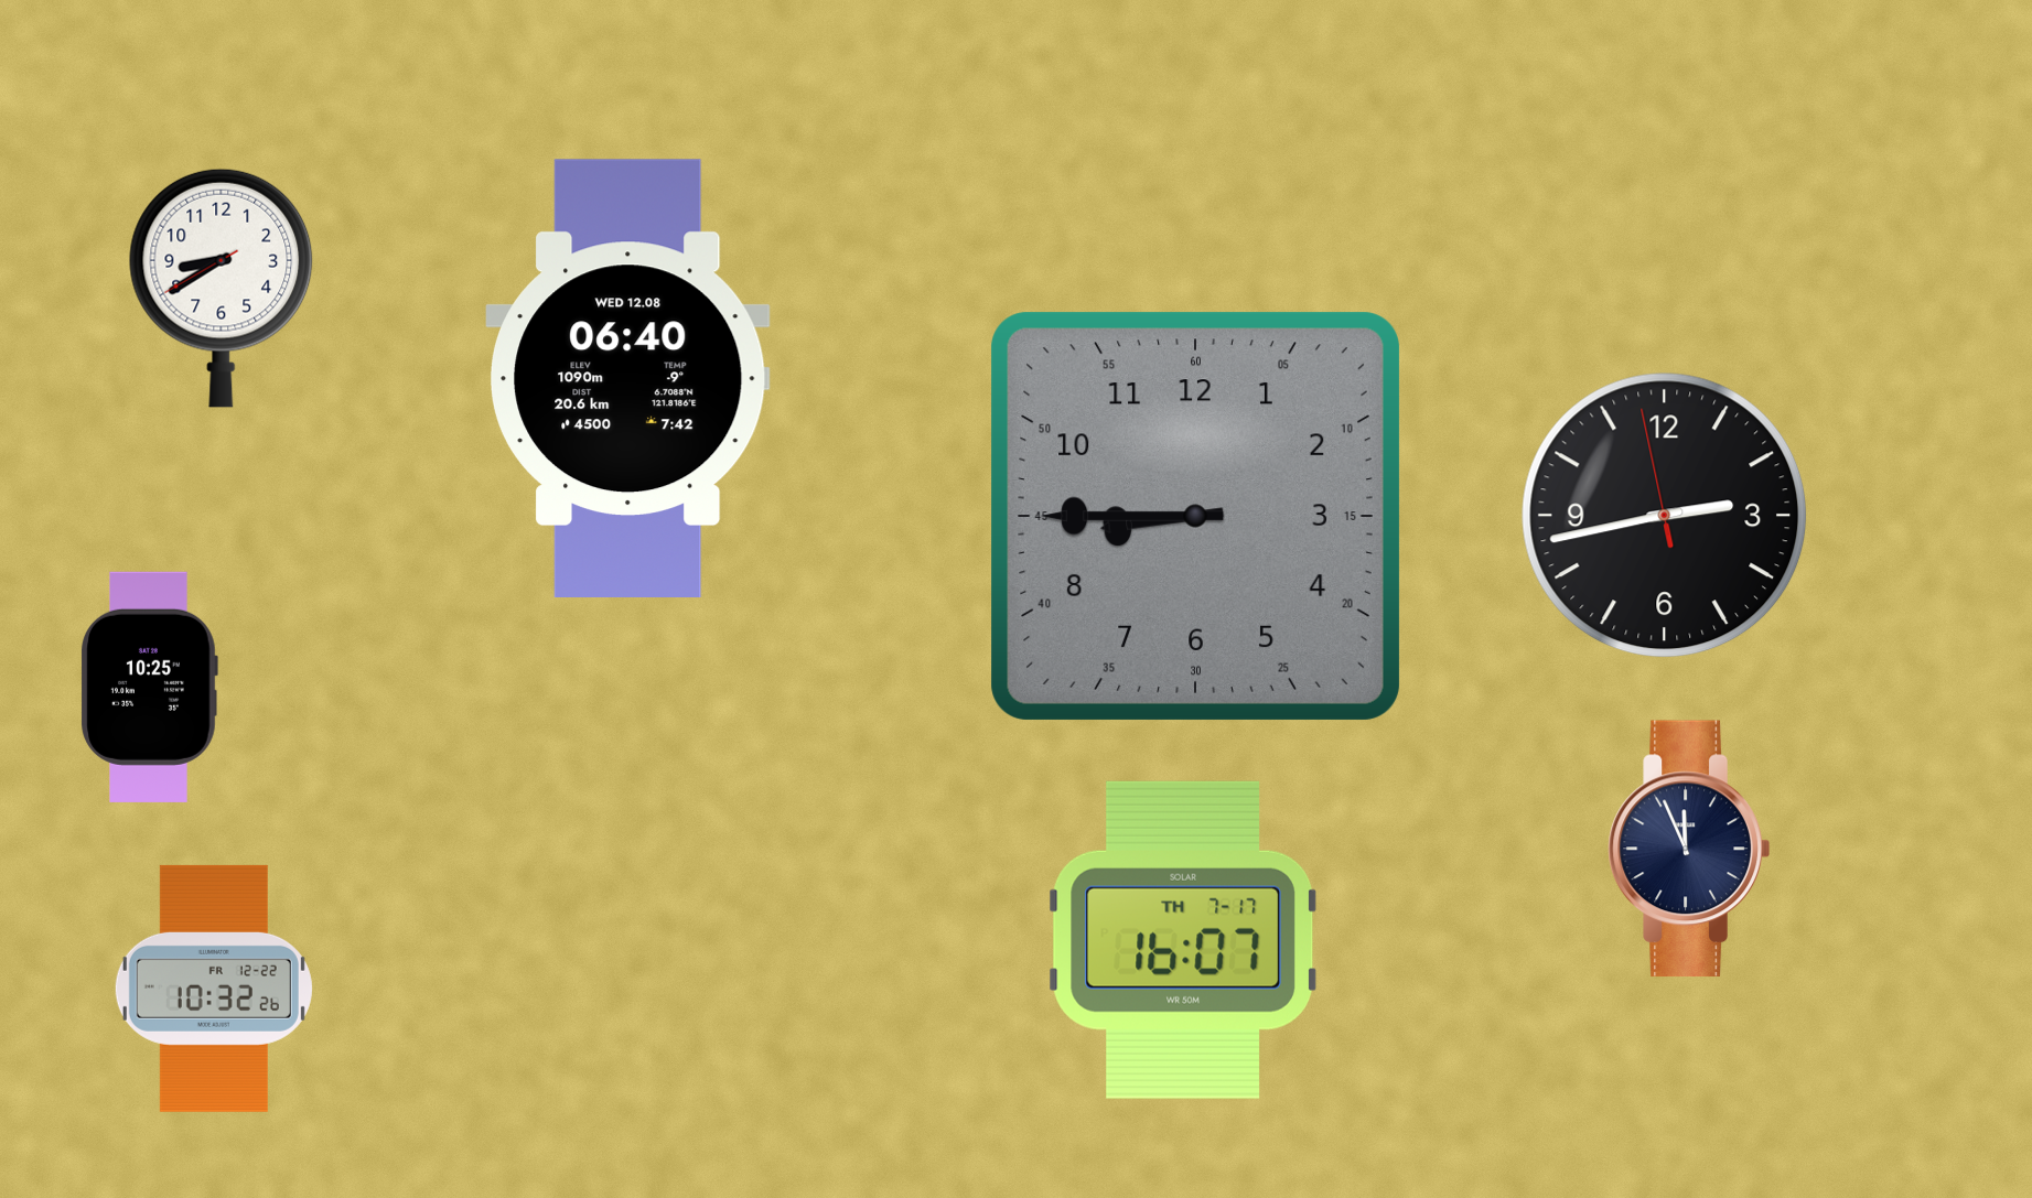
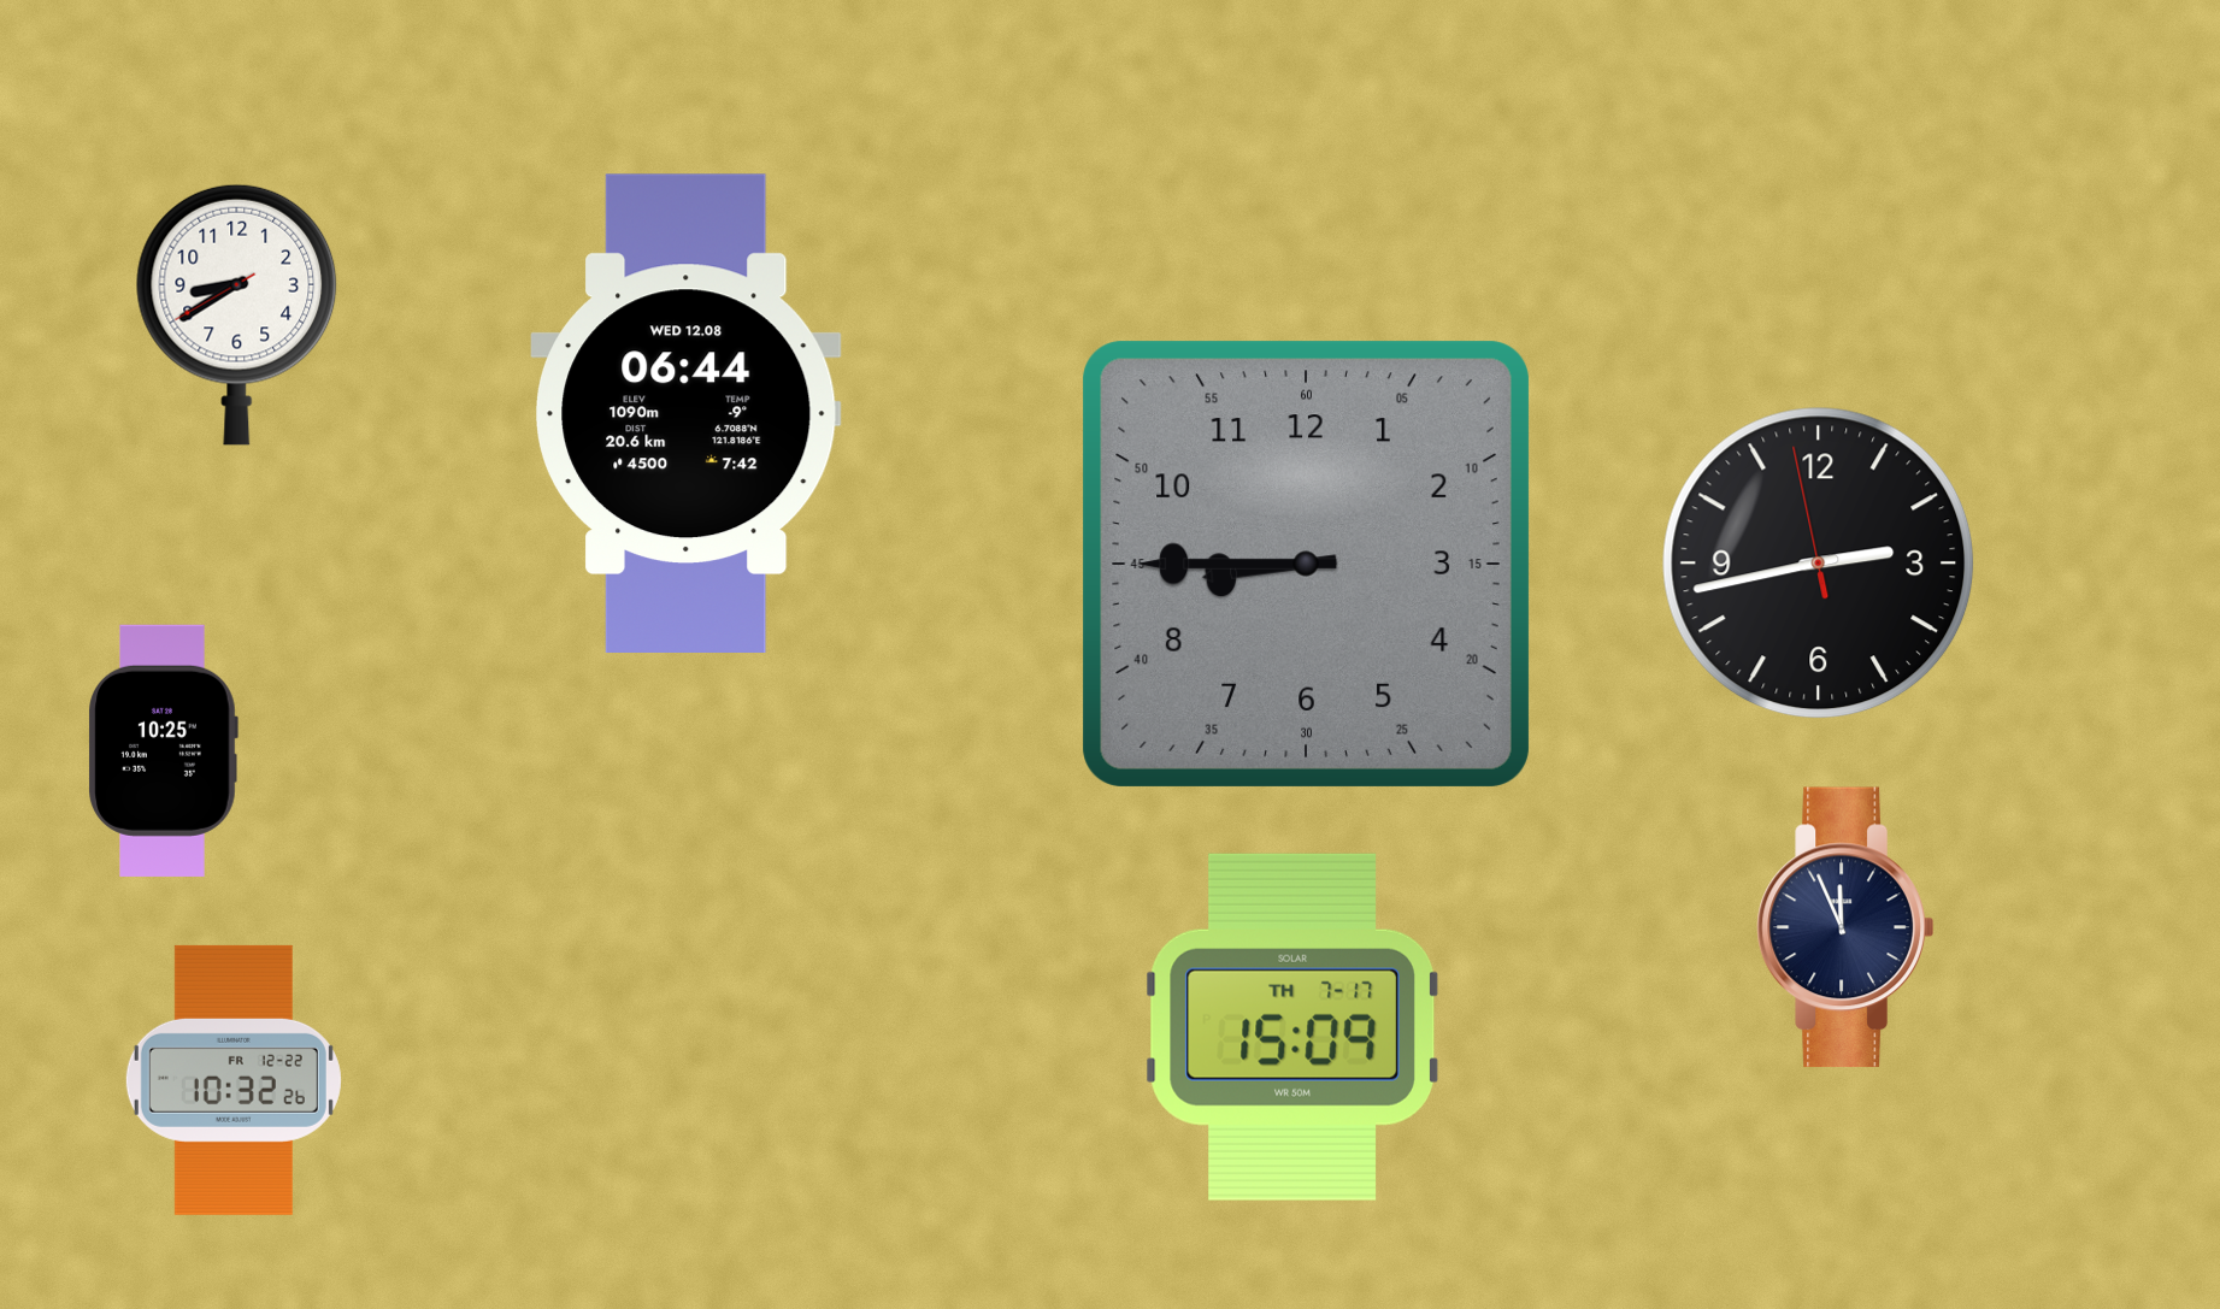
clock at (222, 288) position: (222, 288) -> (237, 314)
clock at (628, 378): 06:40 -> 06:44
clock at (1183, 940): 16:07 -> 15:09
